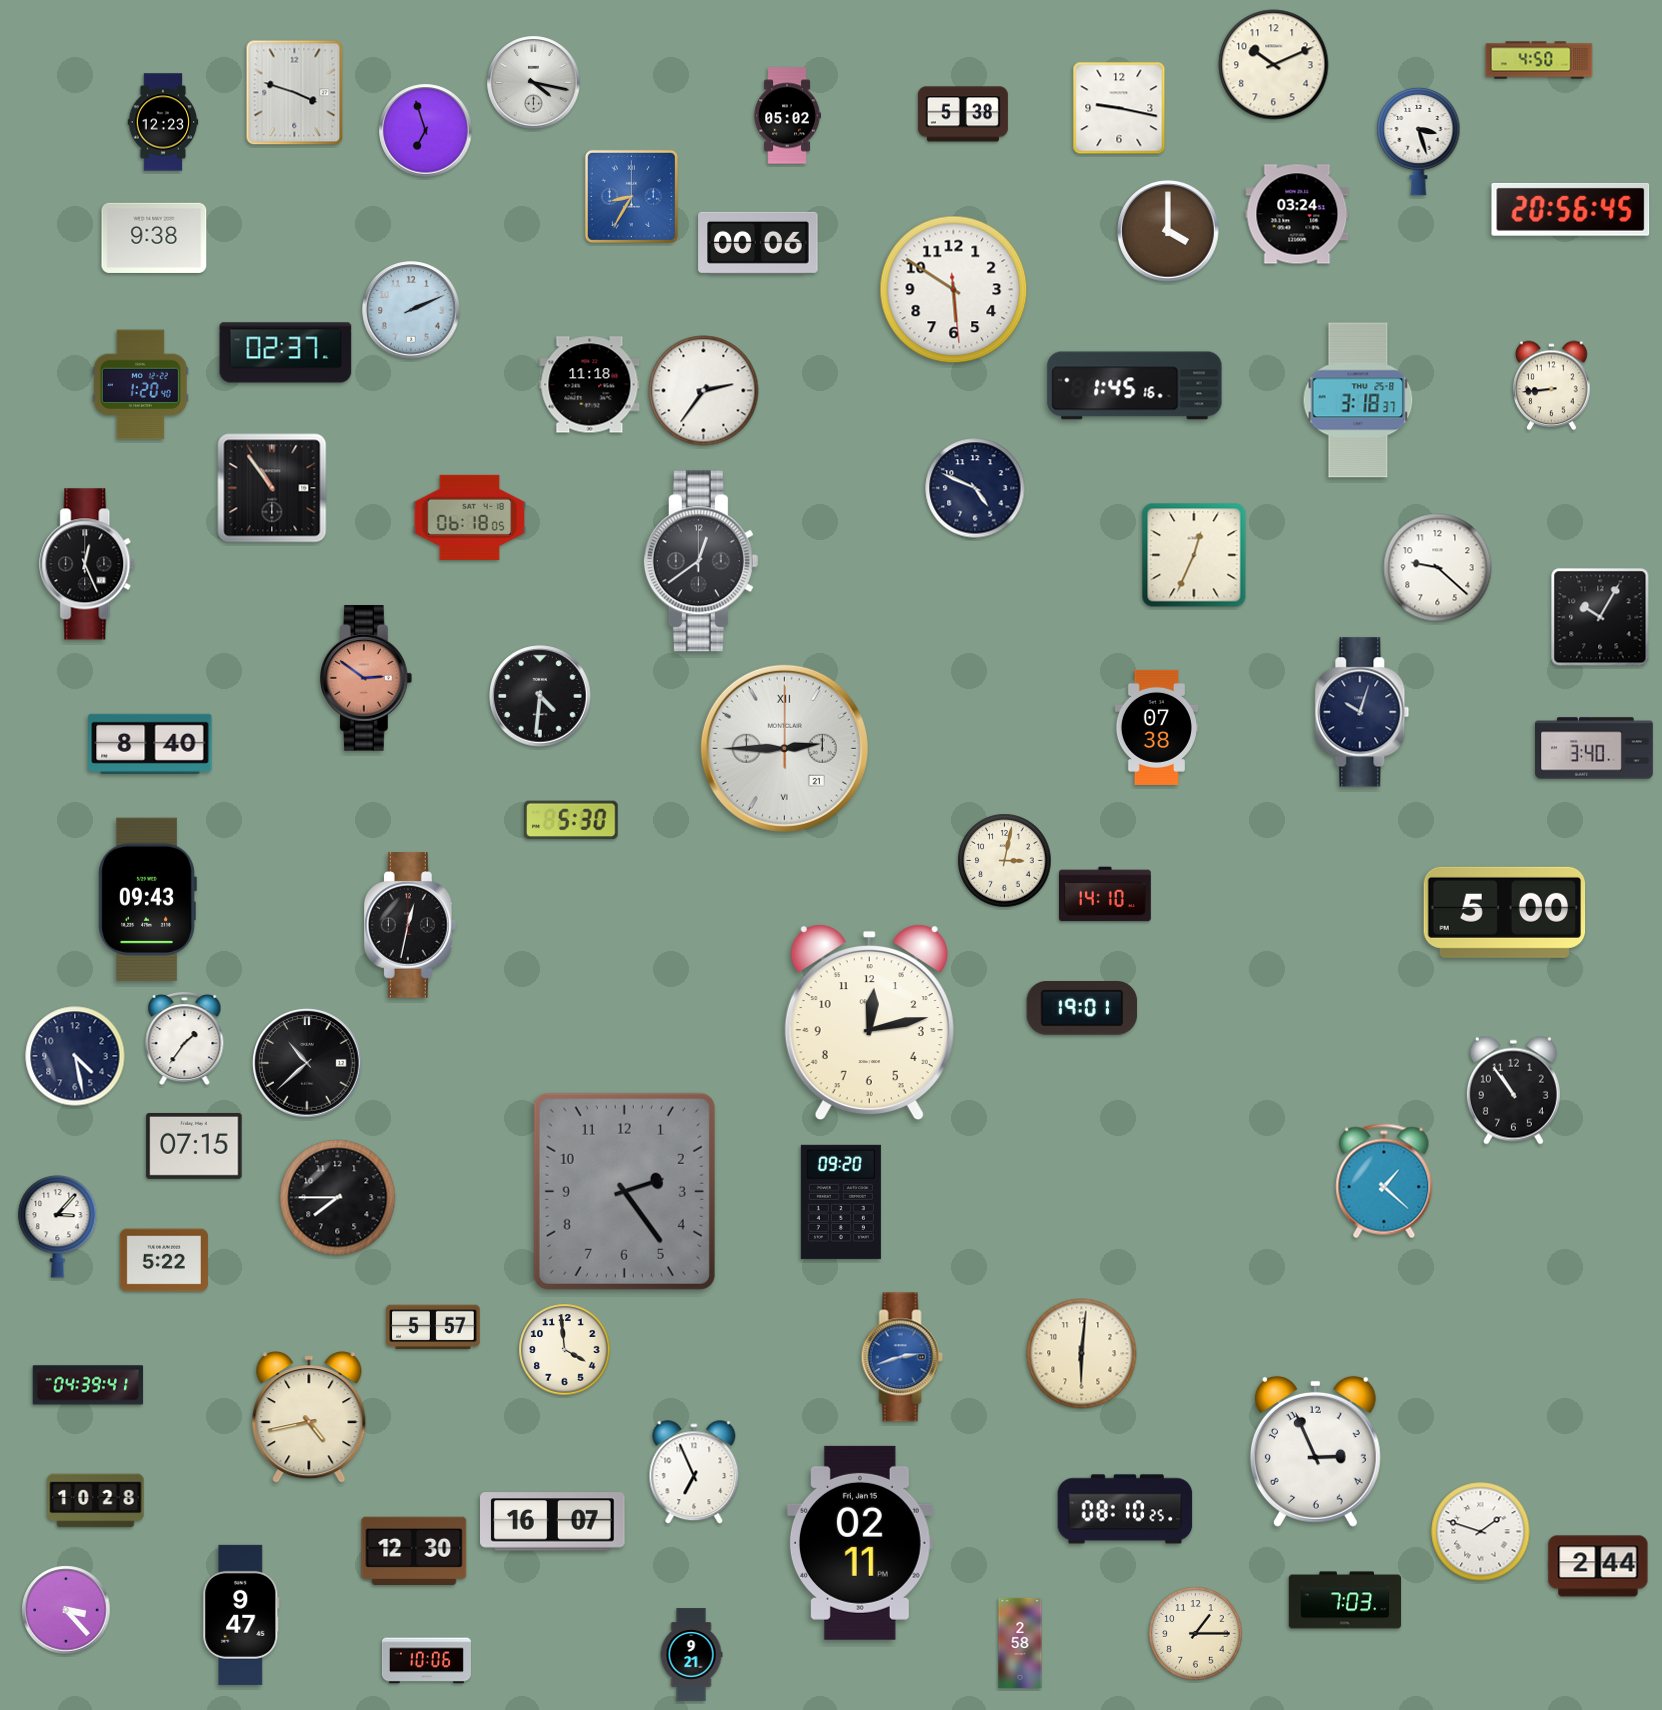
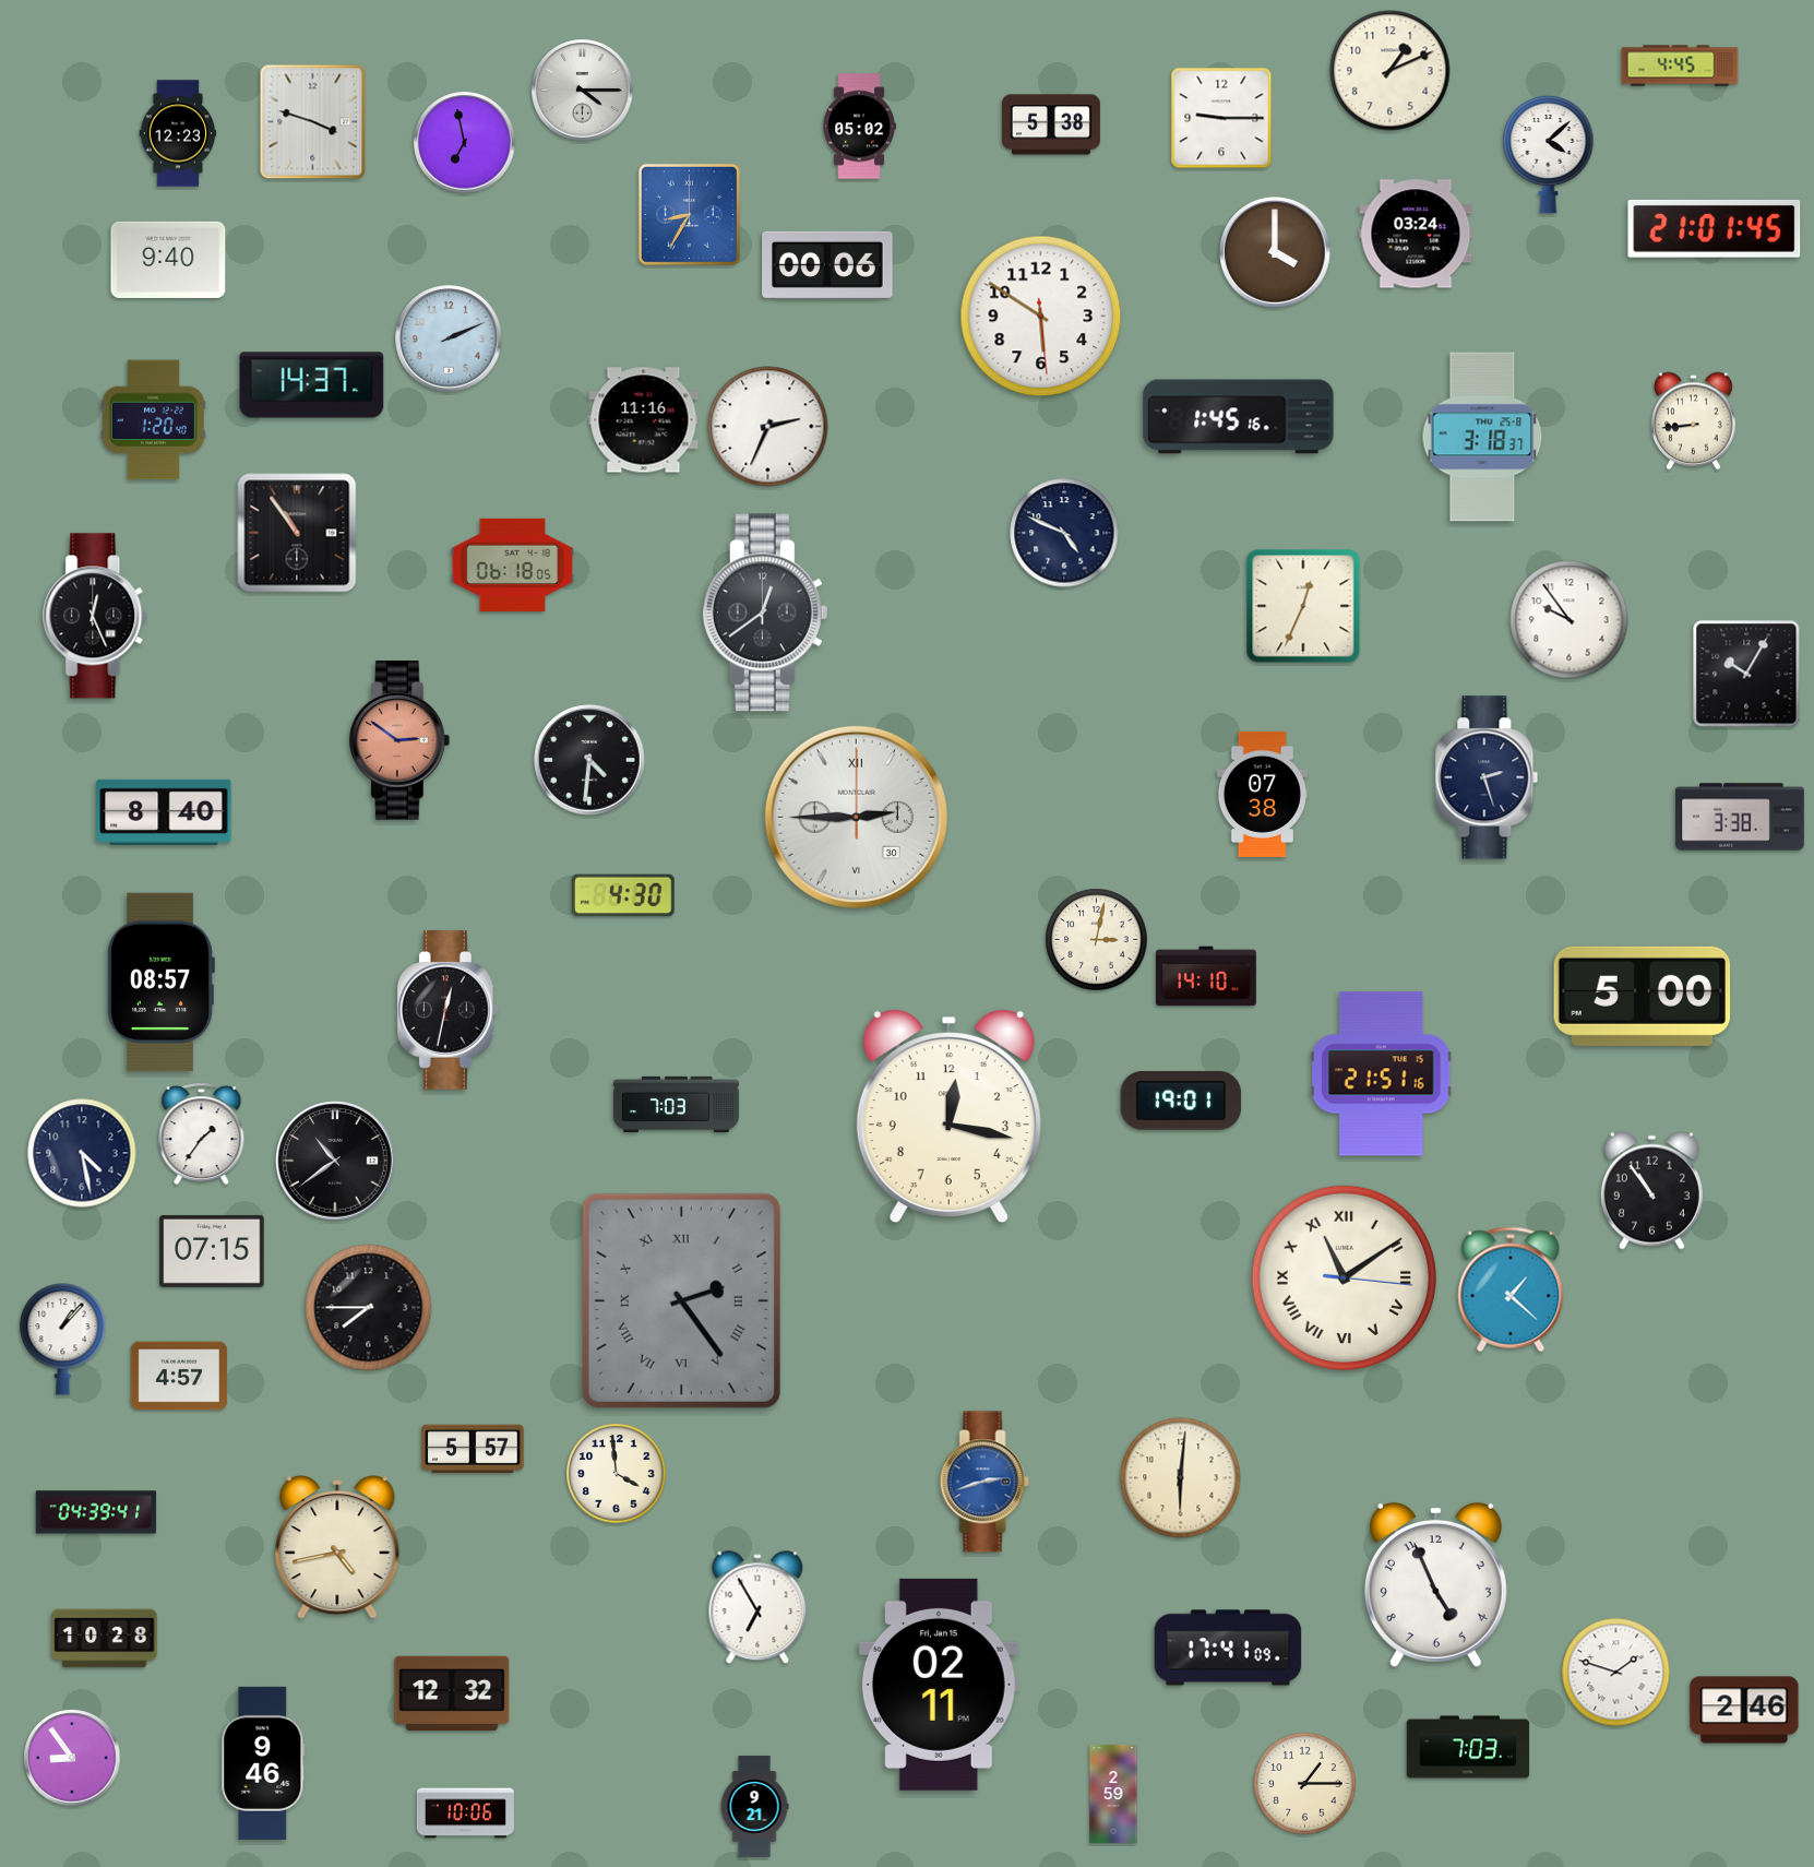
clock at (1539, 60): 4:50 -> 4:45
clock at (1274, 65): 10:11 -> 1:11
clock at (534, 83): 4:17 -> 4:15
clock at (295, 93) position: (295, 93) -> (313, 122)
clock at (1119, 108): 9:17 -> 9:15
clock at (426, 131): 6:57 -> 6:58
clock at (1419, 141): 3:27 -> 4:08
clock at (1571, 209): 20:56 -> 21:01
clock at (154, 238): 9:38 -> 9:40
clock at (286, 353): 02:37 -> 14:37
clock at (590, 385): 11:18 -> 11:16
clock at (1135, 386) position: (1135, 386) -> (1239, 417)
clock at (704, 391): 2:36 -> 2:34
clock at (1438, 568): 9:22 -> 9:54
clock at (1362, 712): 10:03 -> 2:27
clock at (784, 748) date: 21 -> 30
clock at (1594, 748): 3:40 -> 3:38
clock at (572, 820): 5:30 -> 4:30
clock at (147, 899): 09:43 -> 08:57
clock at (1381, 1074): none -> 21:51
clock at (676, 1104): none -> 7:03
clock at (869, 1023): 12:13 -> 12:17
clock at (307, 1063): 10:38 -> 10:39
clock at (1344, 1277): none -> 11:09
clock at (624, 1191) numerals: Arabic -> Roman
clock at (841, 1202): 09:20 -> none
clock at (58, 1227): 3:07 -> 1:07
clock at (164, 1260): 5:22 -> 4:57
clock at (1315, 1451): 2:56 -> 4:56
clock at (694, 1473): 6:56 -> 6:55
clock at (1125, 1509): 08:10 -> 17:41
clock at (553, 1522): 16:07 -> none
clock at (414, 1550): 12:30 -> 12:32
clock at (1598, 1566): 2:44 -> 2:46
clock at (66, 1610): 3:23 -> 8:54
clock at (241, 1615): 9:47 -> 9:46
clock at (1020, 1643): 2:58 -> 2:59
